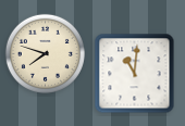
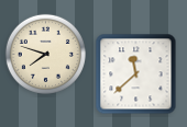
clock at (135, 74): 11:01 -> 11:38
